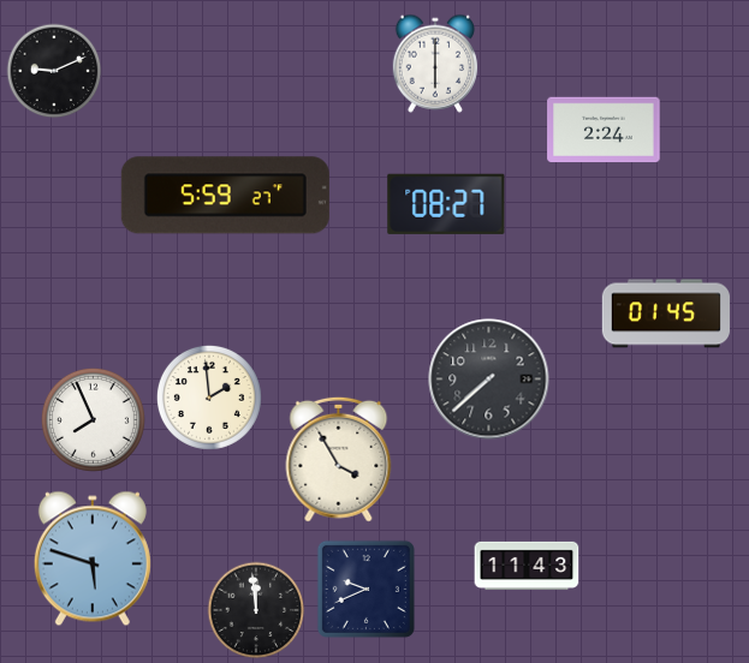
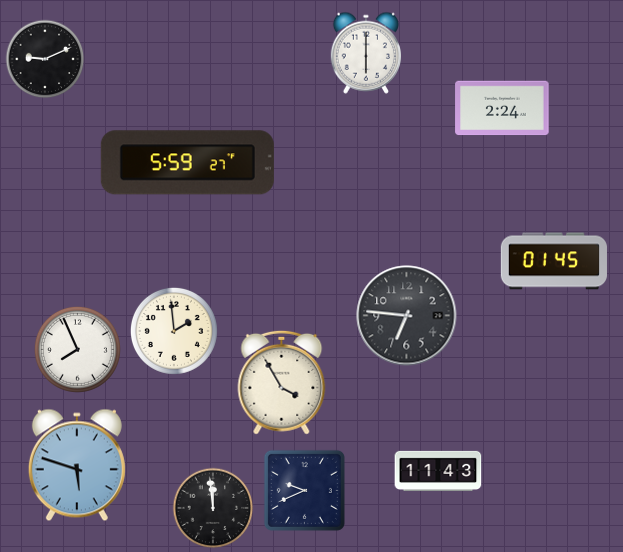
clock at (434, 64) position: (434, 64) -> (365, 53)
clock at (446, 204): 08:27 -> none
clock at (489, 380): 7:38 -> 6:46
